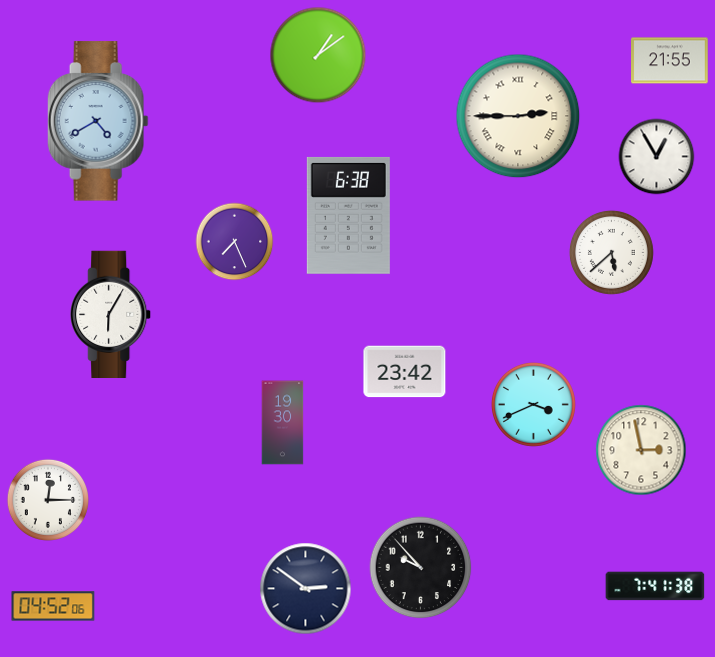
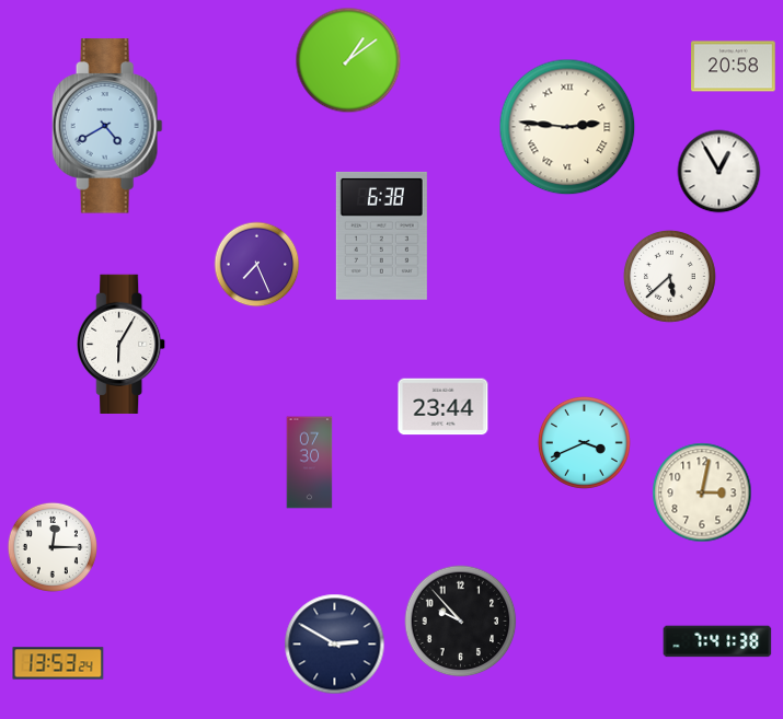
clock at (670, 61): 21:55 -> 20:58
clock at (518, 116): 2:45 -> 2:46
clock at (98, 121) position: (98, 121) -> (107, 126)
clock at (405, 372): 23:42 -> 23:44
clock at (283, 423): 19:30 -> 07:30
clock at (641, 450): 2:58 -> 3:02
clock at (306, 589): 2:51 -> 2:50
clock at (53, 606): 04:52 -> 13:53
